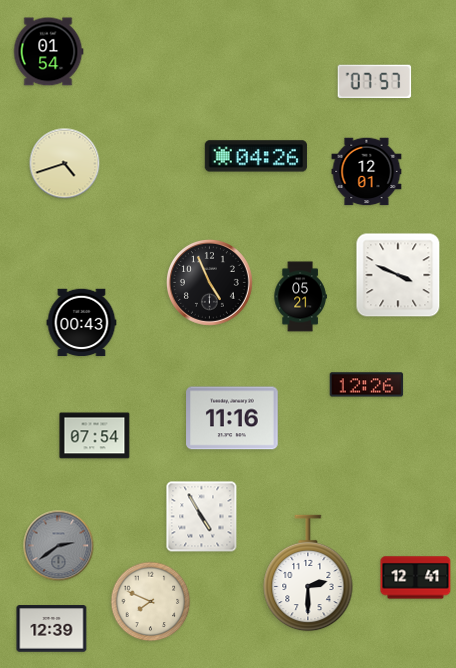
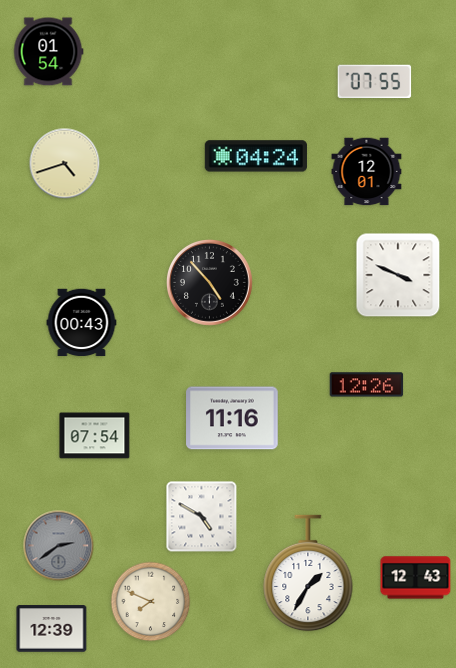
clock at (375, 82): 07:57 -> 07:55
clock at (256, 156): 04:26 -> 04:24
clock at (210, 283): 4:56 -> 4:53
clock at (300, 297): 05:21 -> none
clock at (202, 517): 4:55 -> 4:50
clock at (308, 573): 2:30 -> 1:35
clock at (416, 578): 12:41 -> 12:43
